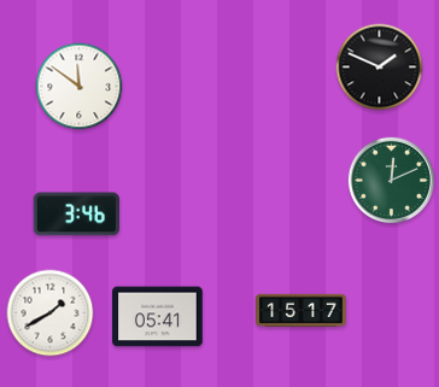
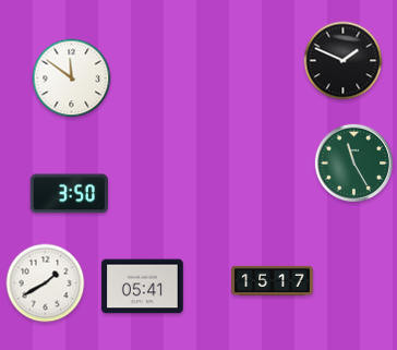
clock at (391, 180): 12:11 -> 11:25
clock at (76, 215): 3:46 -> 3:50
